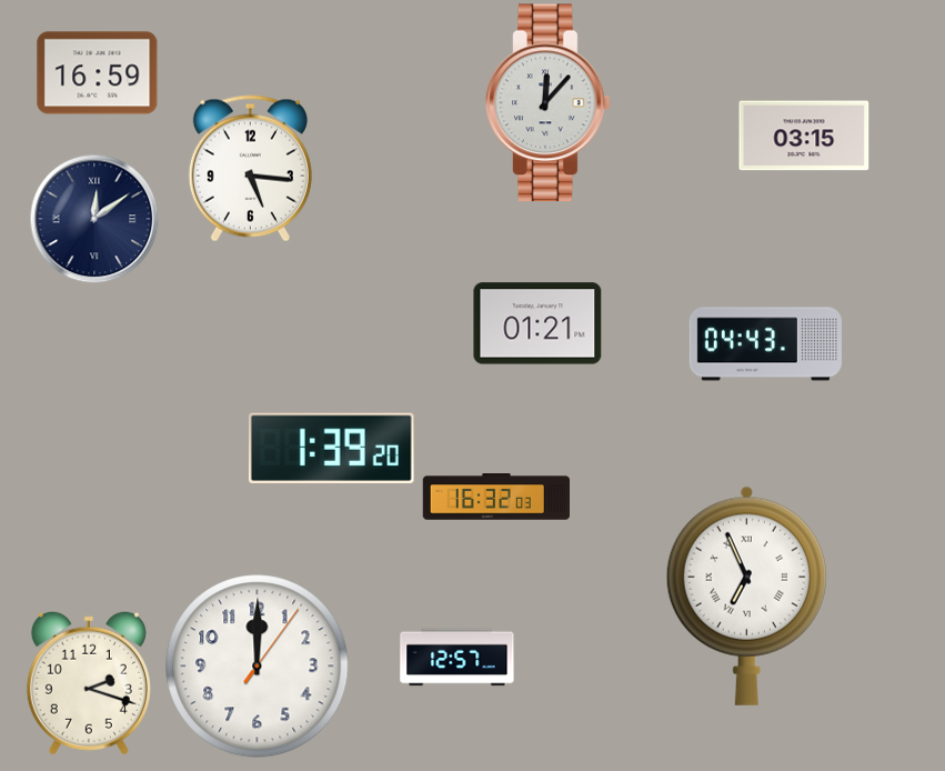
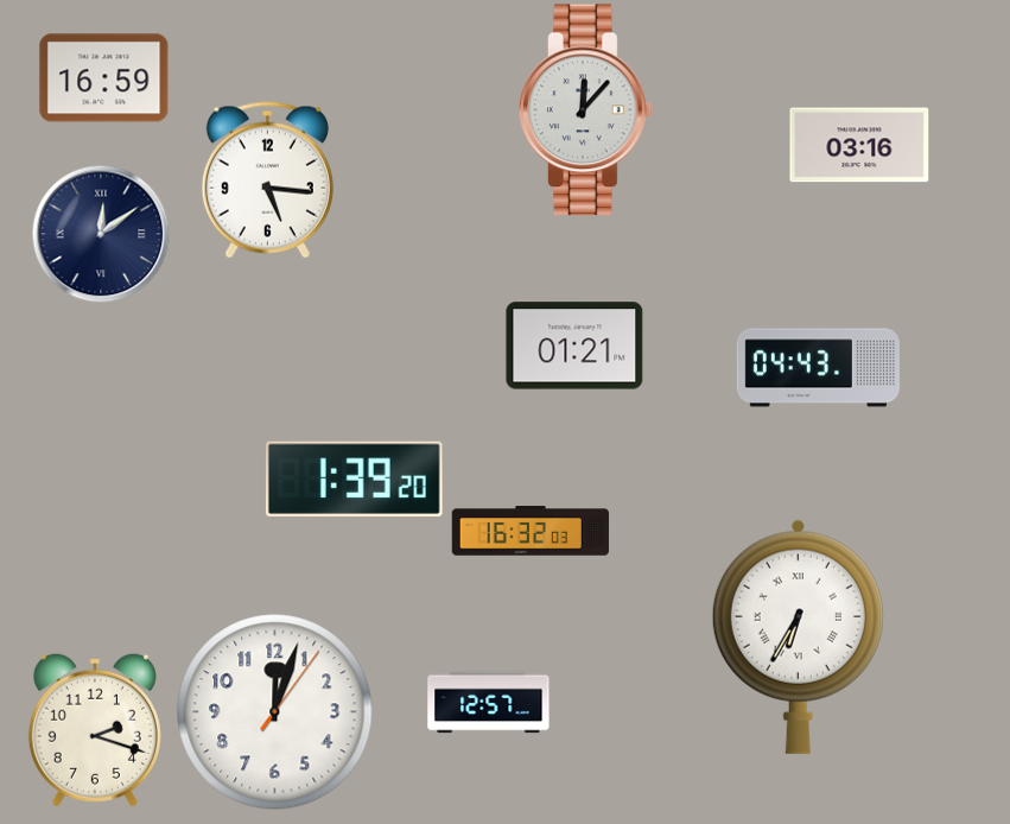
clock at (804, 136): 03:15 -> 03:16
clock at (746, 595): 6:56 -> 6:35
clock at (258, 667): 12:00 -> 12:03
